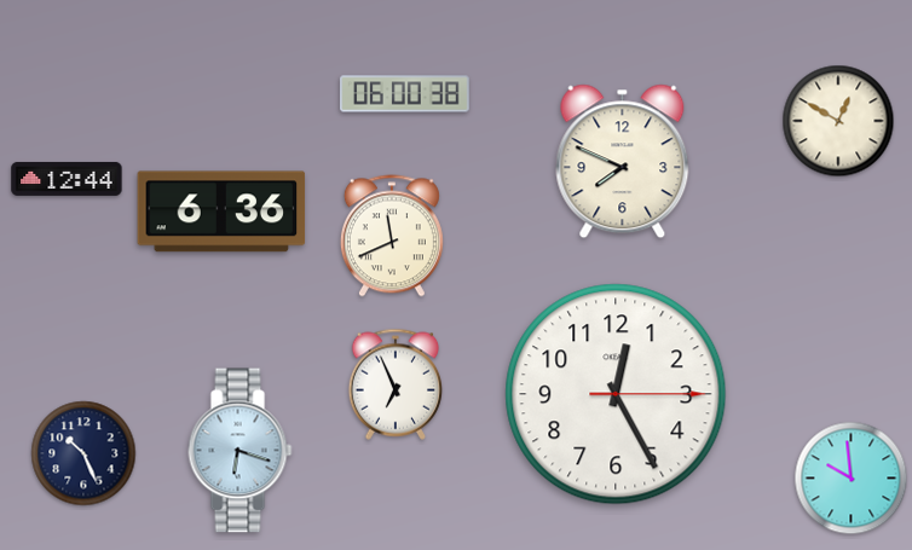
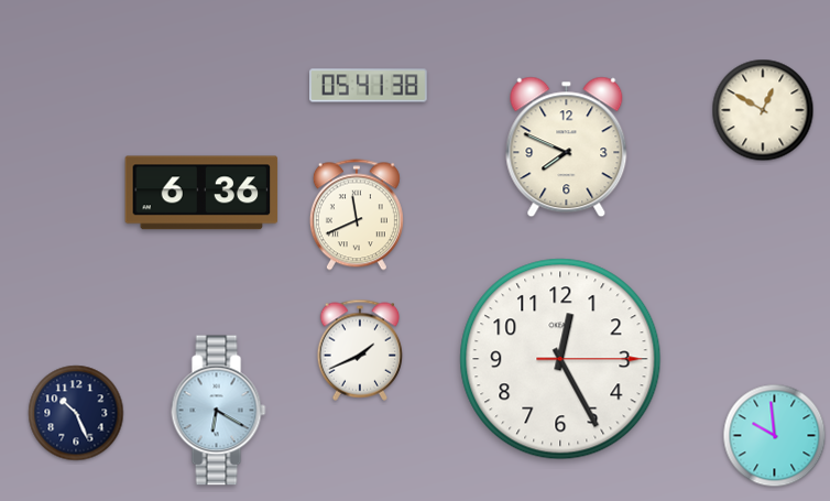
clock at (405, 94): 06:00 -> 05:41
clock at (67, 179): 12:44 -> none
clock at (396, 384): 6:56 -> 1:41
clock at (241, 451): 6:18 -> 6:20
